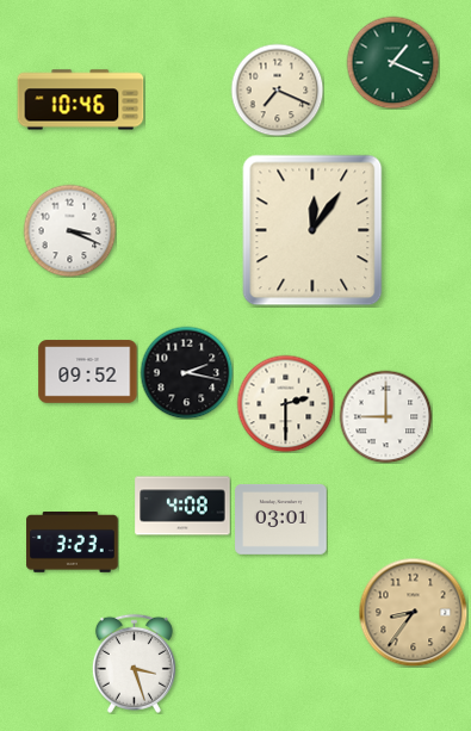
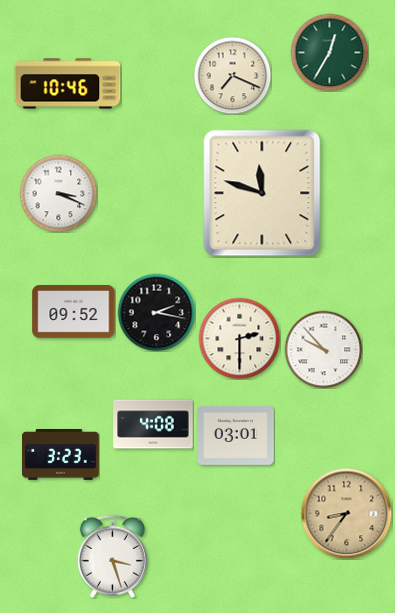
clock at (392, 62): 1:19 -> 12:35
clock at (312, 230): 12:06 -> 11:48
clock at (385, 416): 9:00 -> 9:53
